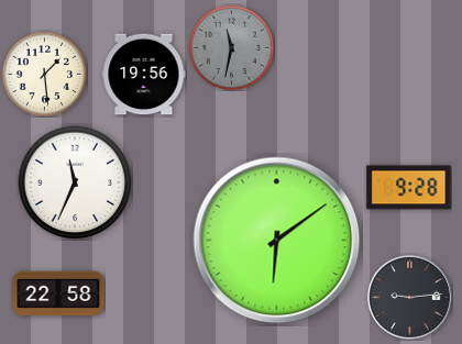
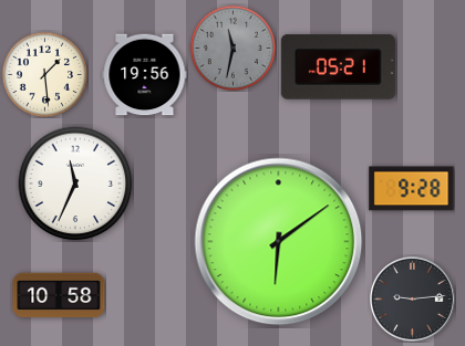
clock at (338, 67): none -> 05:21
clock at (58, 293): 22:58 -> 10:58
